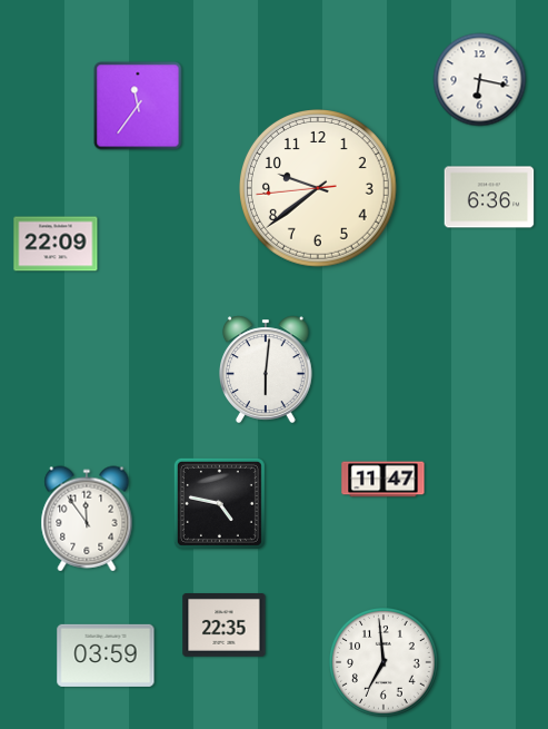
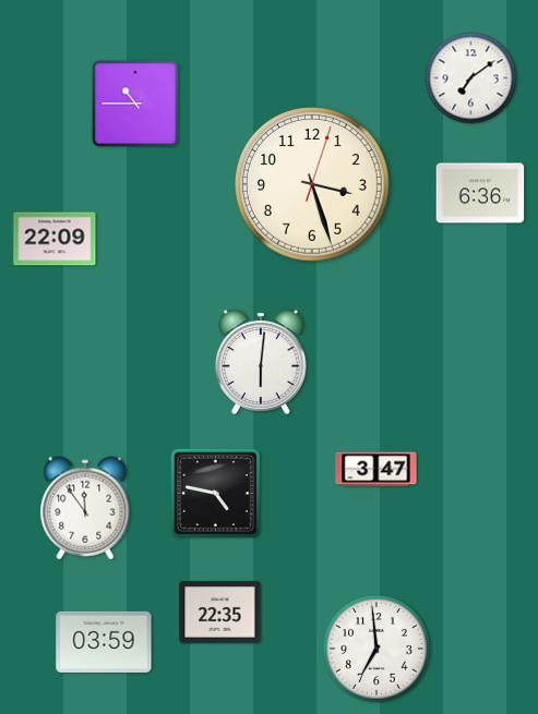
clock at (480, 80): 6:17 -> 7:09
clock at (138, 106): 11:36 -> 10:45
clock at (319, 189): 9:38 -> 3:27
clock at (383, 480): 11:47 -> 3:47
